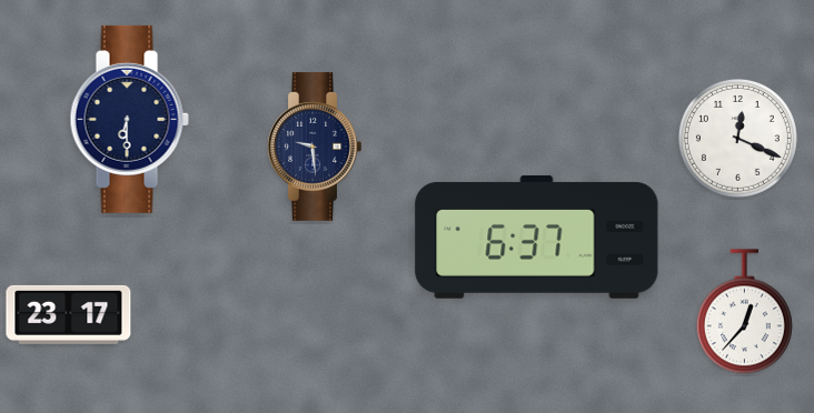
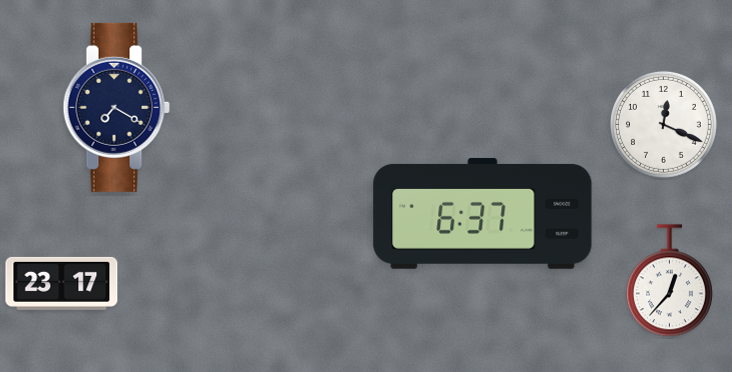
clock at (129, 119): 6:30 -> 7:20
clock at (315, 147): 9:29 -> none
